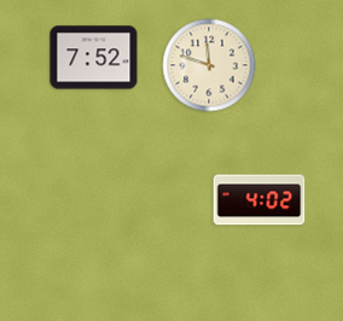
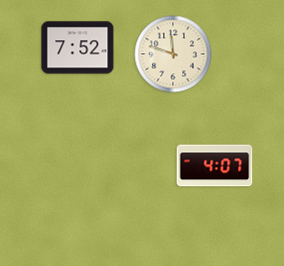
clock at (260, 200): 4:02 -> 4:07
